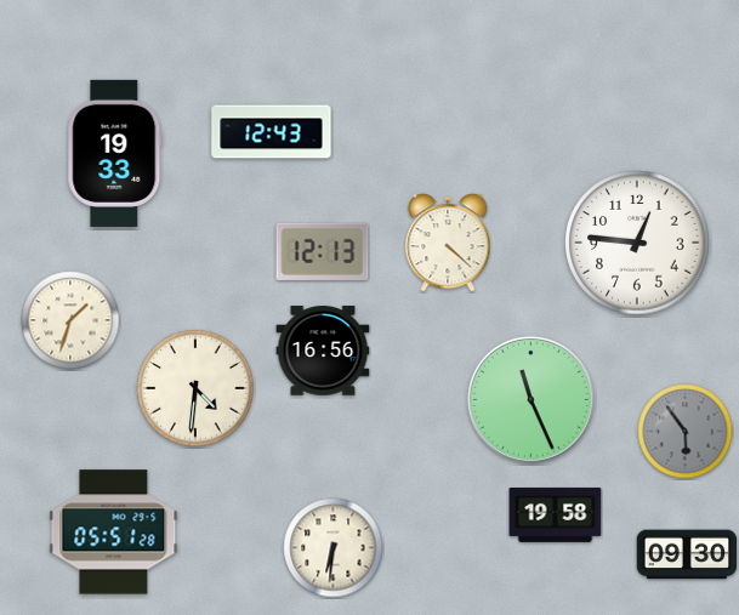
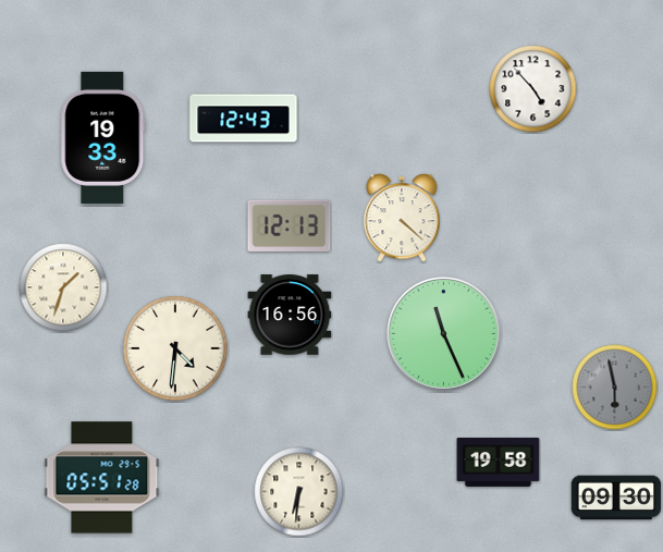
clock at (533, 89): none -> 4:53
clock at (637, 243): 12:46 -> none
clock at (530, 399) position: (530, 399) -> (443, 333)
clock at (686, 432): 5:54 -> 5:58
